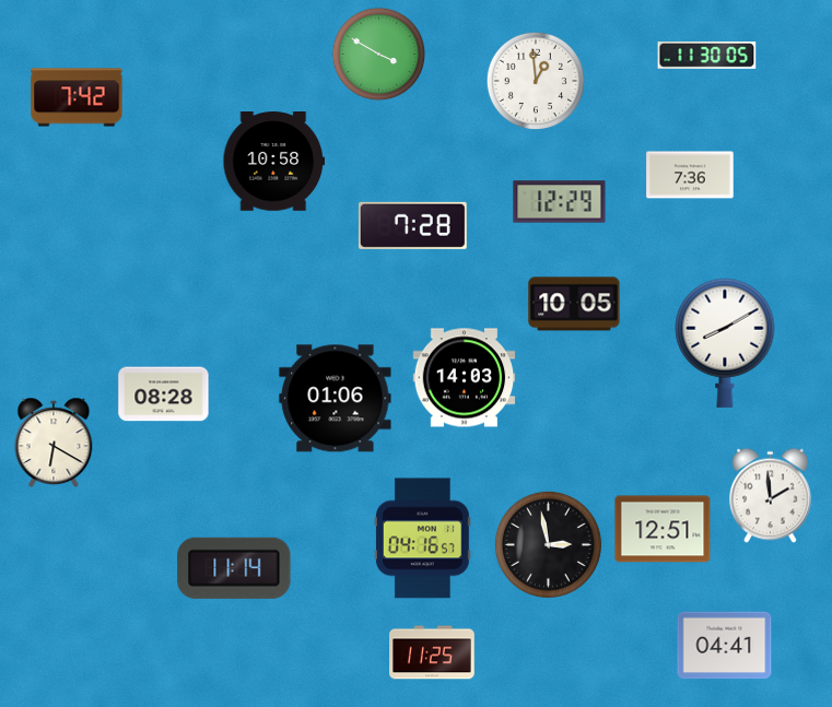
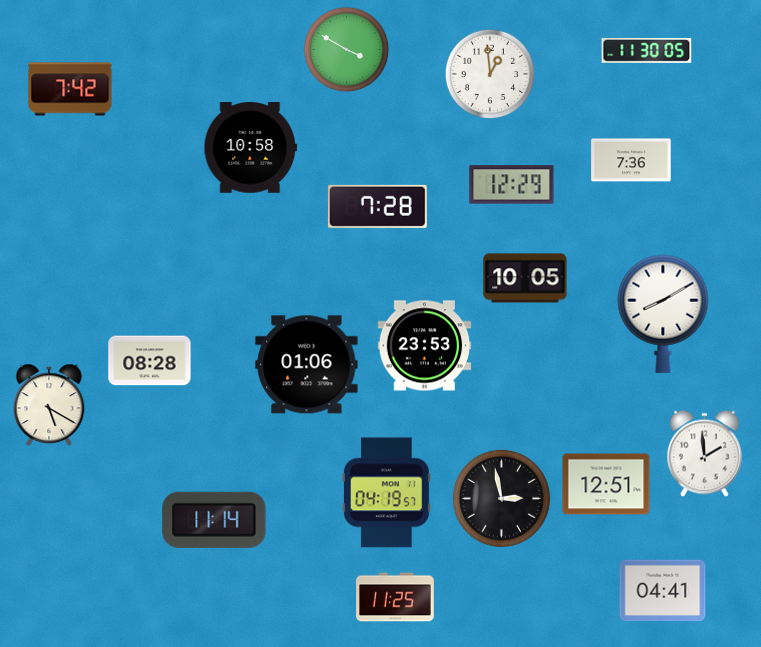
clock at (465, 378): 14:03 -> 23:53
clock at (54, 441): 6:20 -> 5:20
clock at (422, 539): 04:16 -> 04:19
